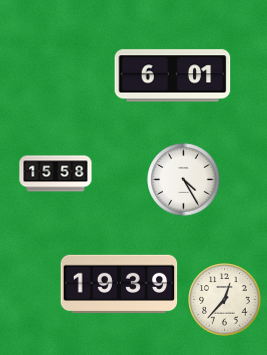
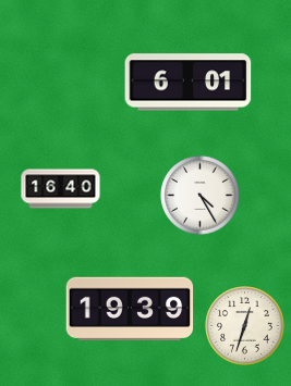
clock at (56, 174): 15:58 -> 16:40
clock at (225, 300): 12:37 -> 12:33
